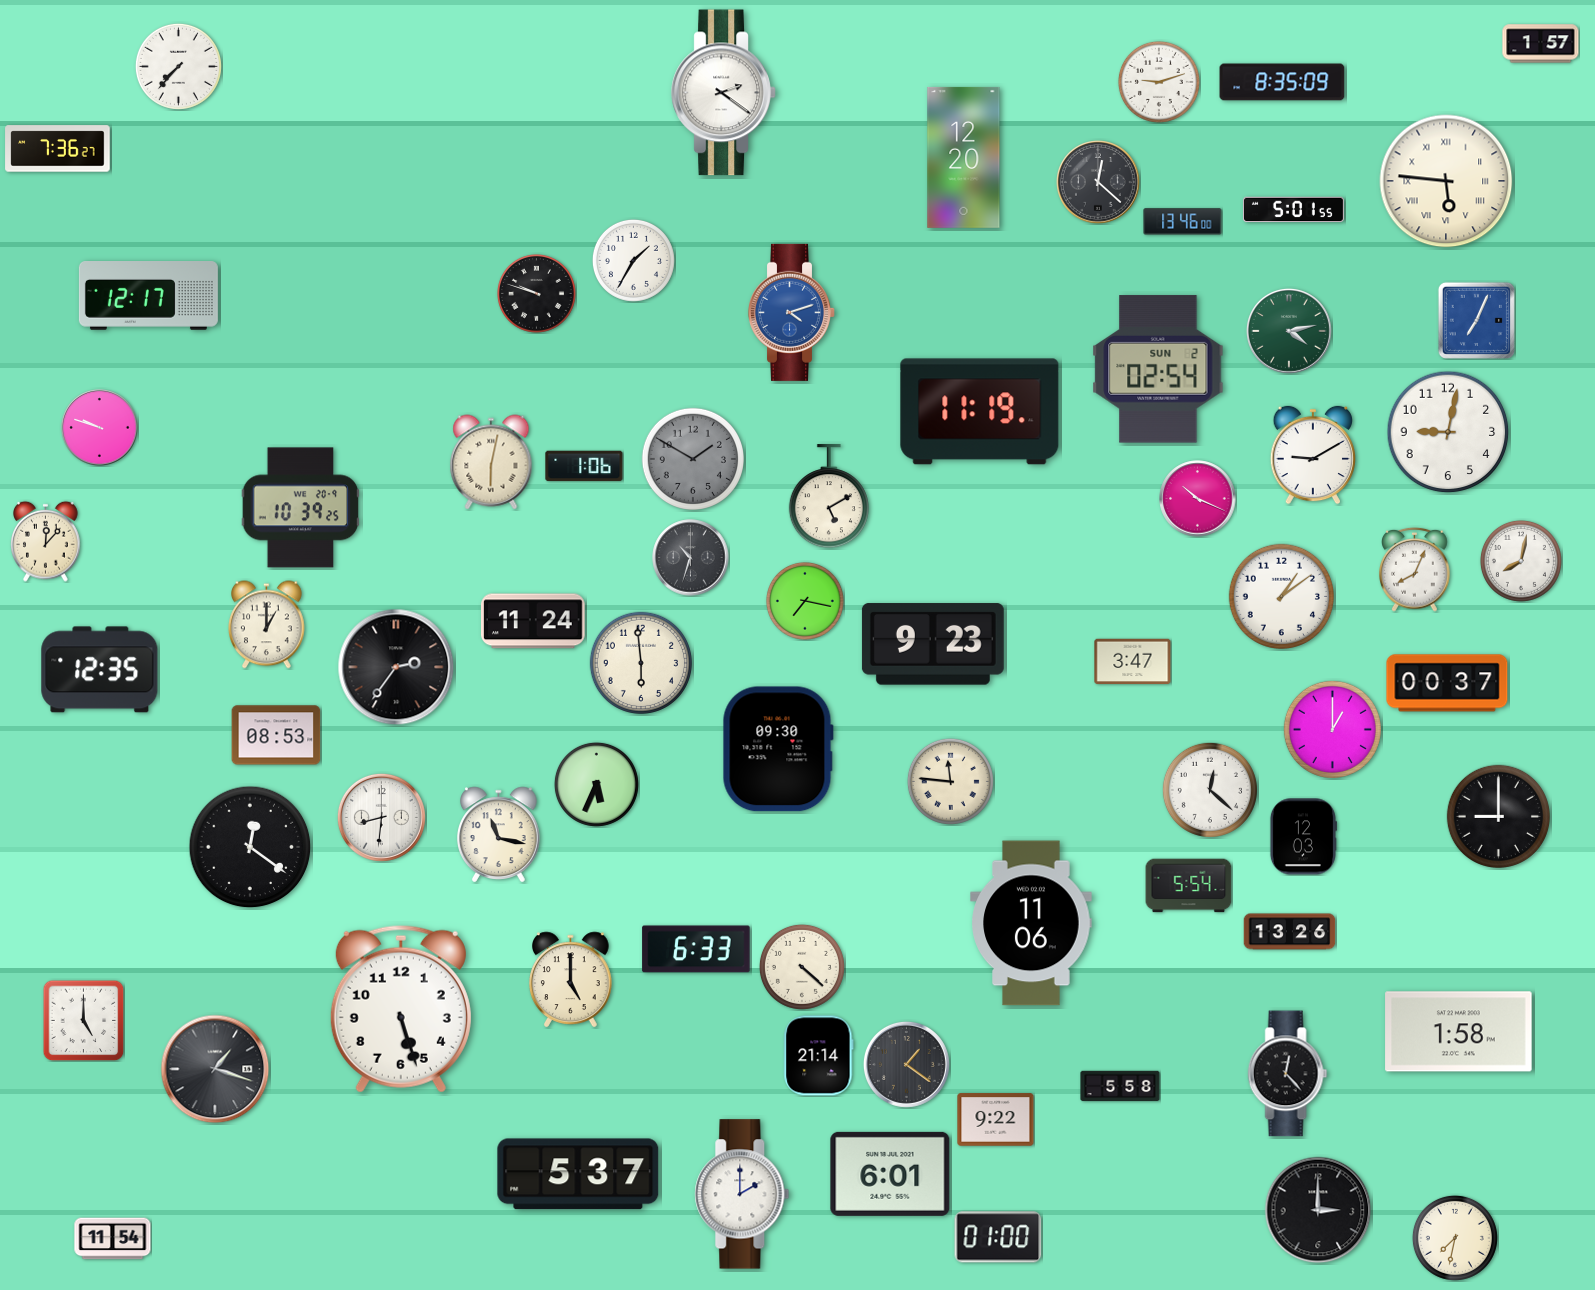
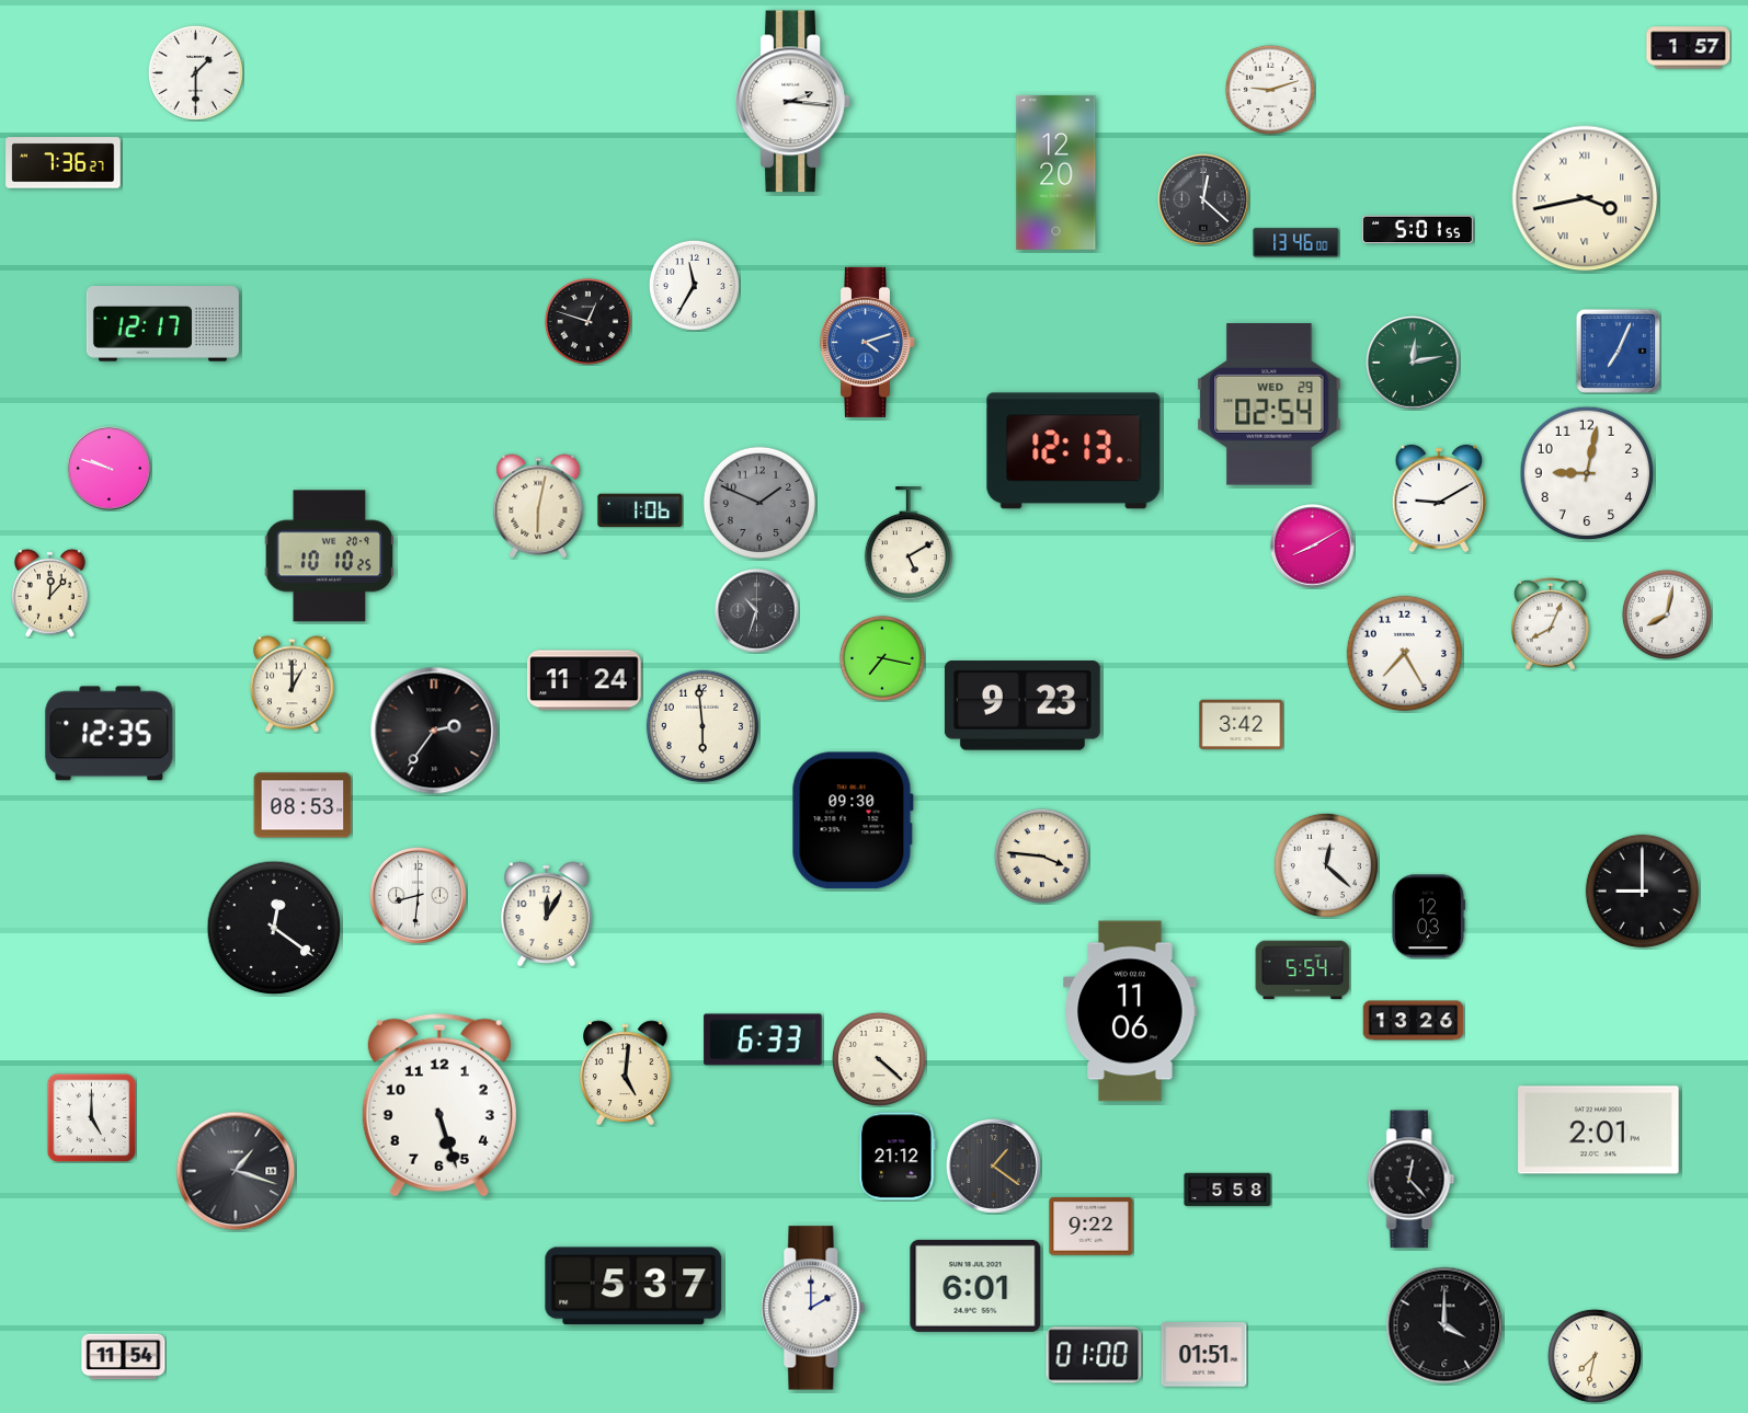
clock at (178, 66): 7:37 -> 1:30
clock at (1282, 82): 8:35 -> none
clock at (724, 93): 2:21 -> 2:16
clock at (1446, 181): 5:46 -> 3:43
clock at (633, 260): 1:35 -> 11:35
clock at (536, 293): 9:48 -> 12:48
clock at (1289, 331): 4:13 -> 12:13
clock at (1158, 369) date: SUN 2 -> WED 29
clock at (980, 412): 11:19 -> 12:13
clock at (693, 459): 1:50 -> 1:49
clock at (1198, 499): 10:19 -> 8:10
clock at (301, 508): 10:39 -> 10:10
clock at (1281, 596): 1:09 -> 7:25
clock at (1133, 662): 3:47 -> 3:42
clock at (1447, 683): 00:37 -> none
clock at (1332, 729): 1:00 -> none
clock at (950, 781): 11:46 -> 3:46
clock at (596, 784): 5:34 -> none
clock at (1498, 816) position: (1498, 816) -> (1642, 891)
clock at (499, 835): 11:17 -> 12:05
clock at (571, 980): 5:00 -> 5:01
clock at (1459, 1032): 1:58 -> 2:01
clock at (819, 1056): 21:14 -> 21:12
clock at (1288, 1074) position: (1288, 1074) -> (1412, 1180)
clock at (1318, 1210): 3:00 -> 4:00
clock at (1204, 1355): none -> 01:51
